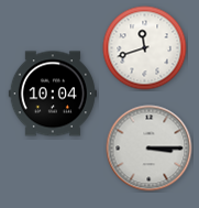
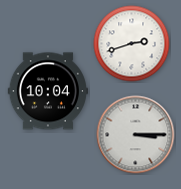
clock at (145, 48): 11:42 -> 2:42
clock at (52, 94) position: (52, 94) -> (47, 91)
